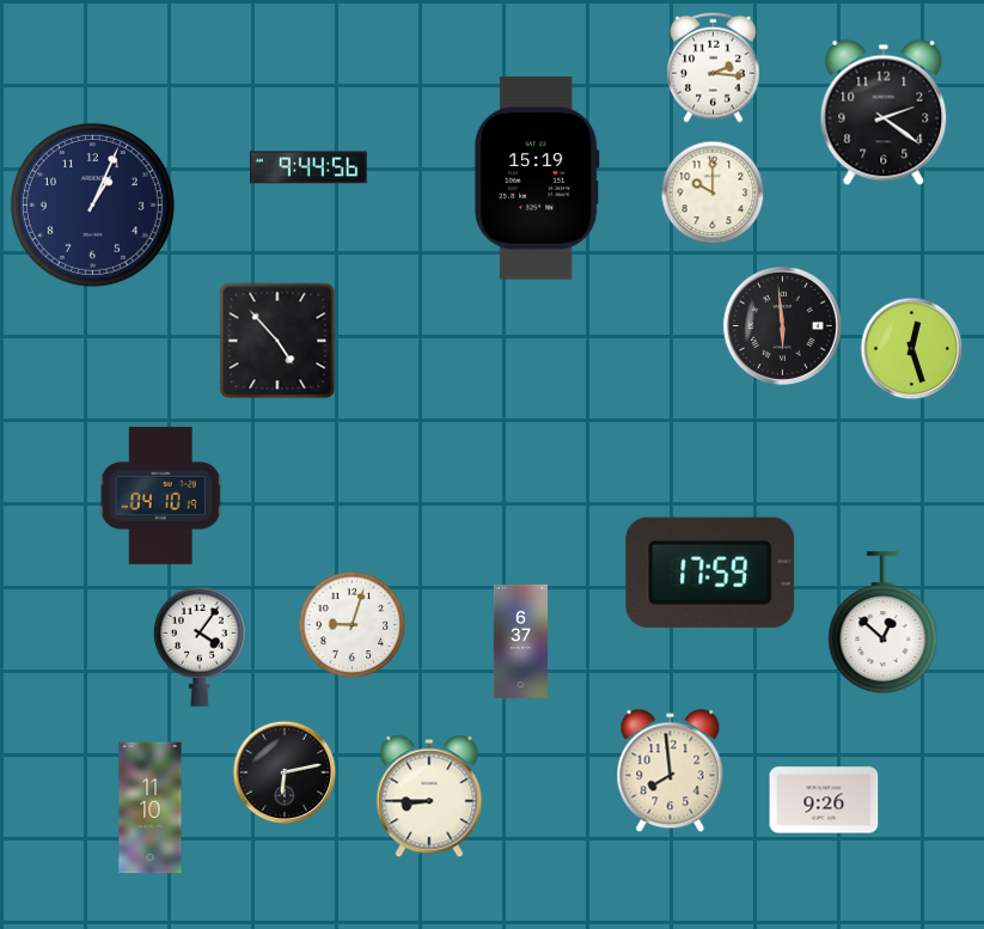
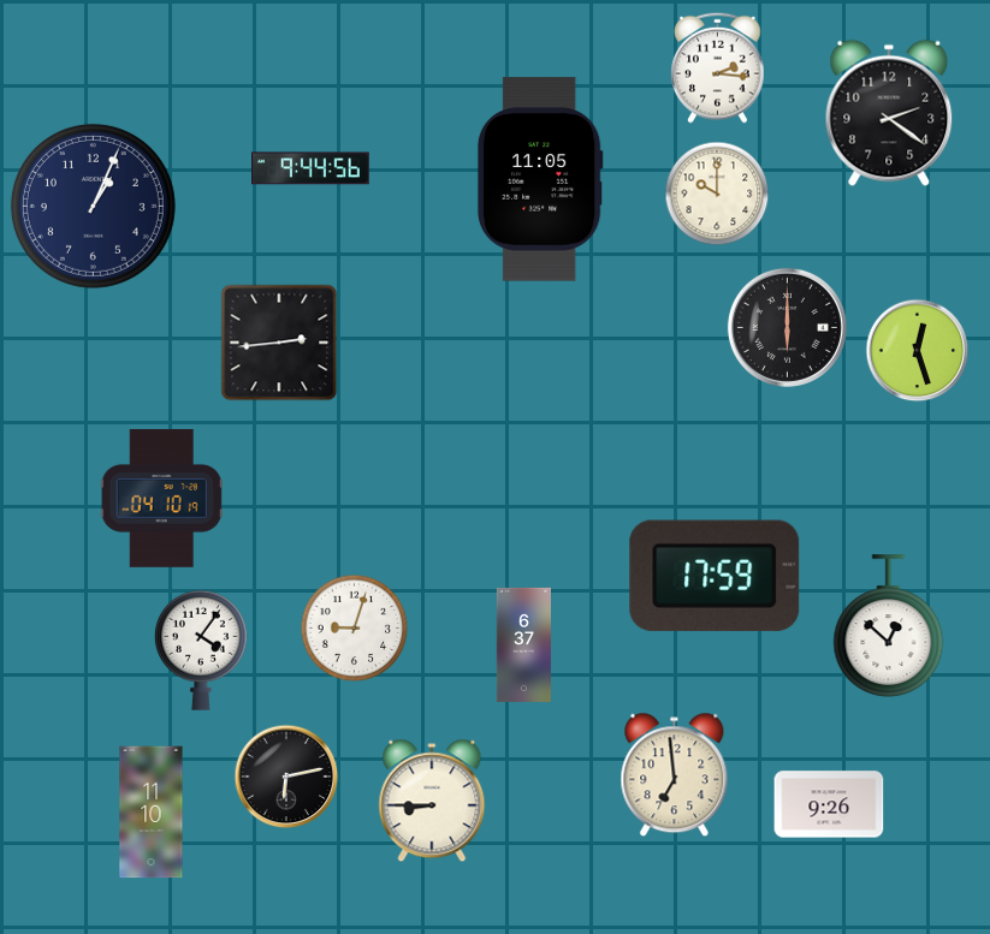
clock at (537, 178): 15:19 -> 11:05
clock at (782, 325): 5:59 -> 6:00
clock at (277, 341): 4:53 -> 2:44
clock at (671, 771): 7:59 -> 6:59
